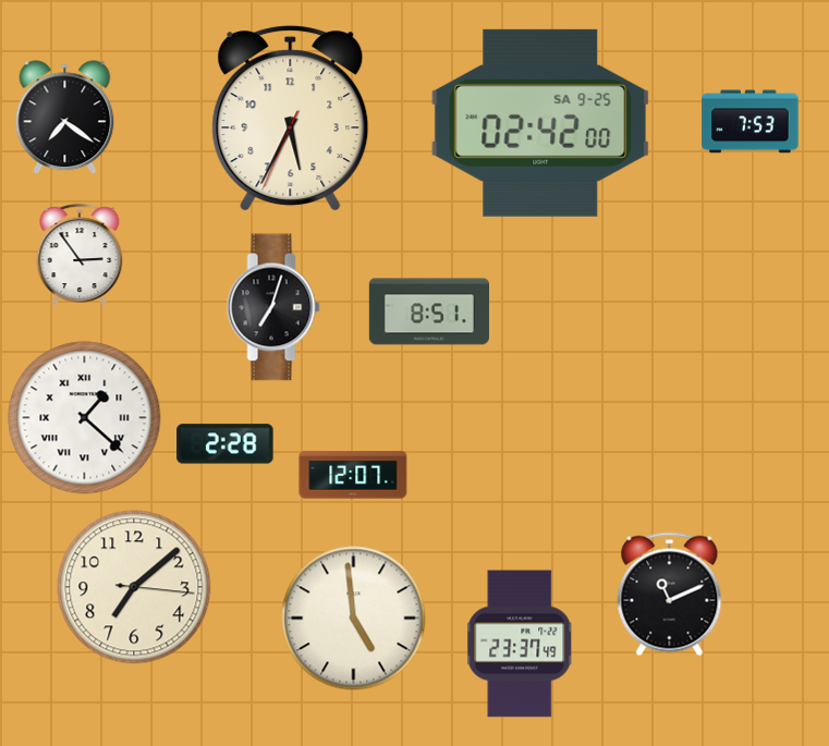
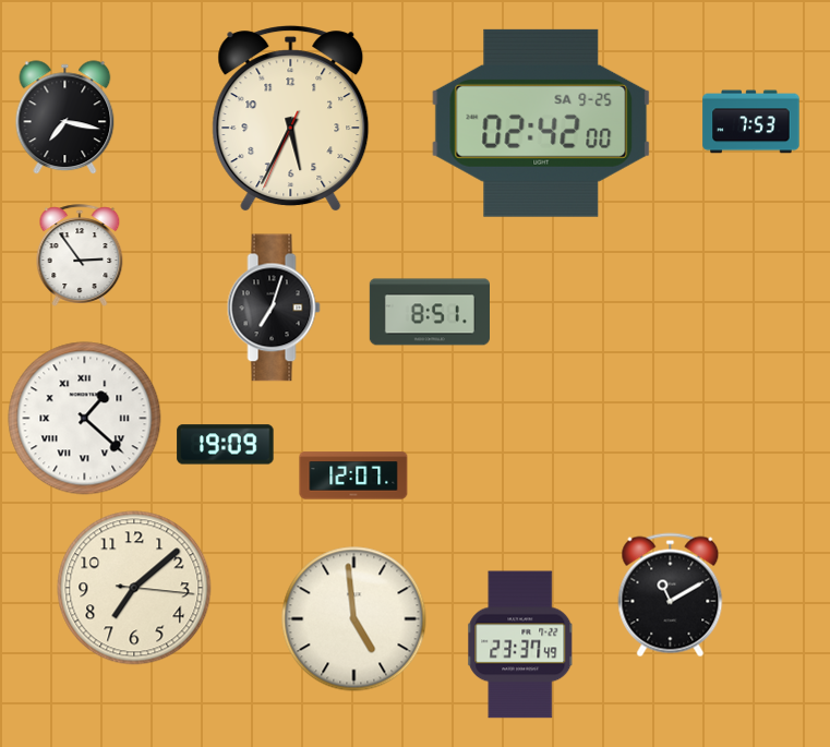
clock at (65, 118): 7:21 -> 7:17
clock at (225, 444): 2:28 -> 19:09
clock at (670, 595): 11:11 -> 11:10
